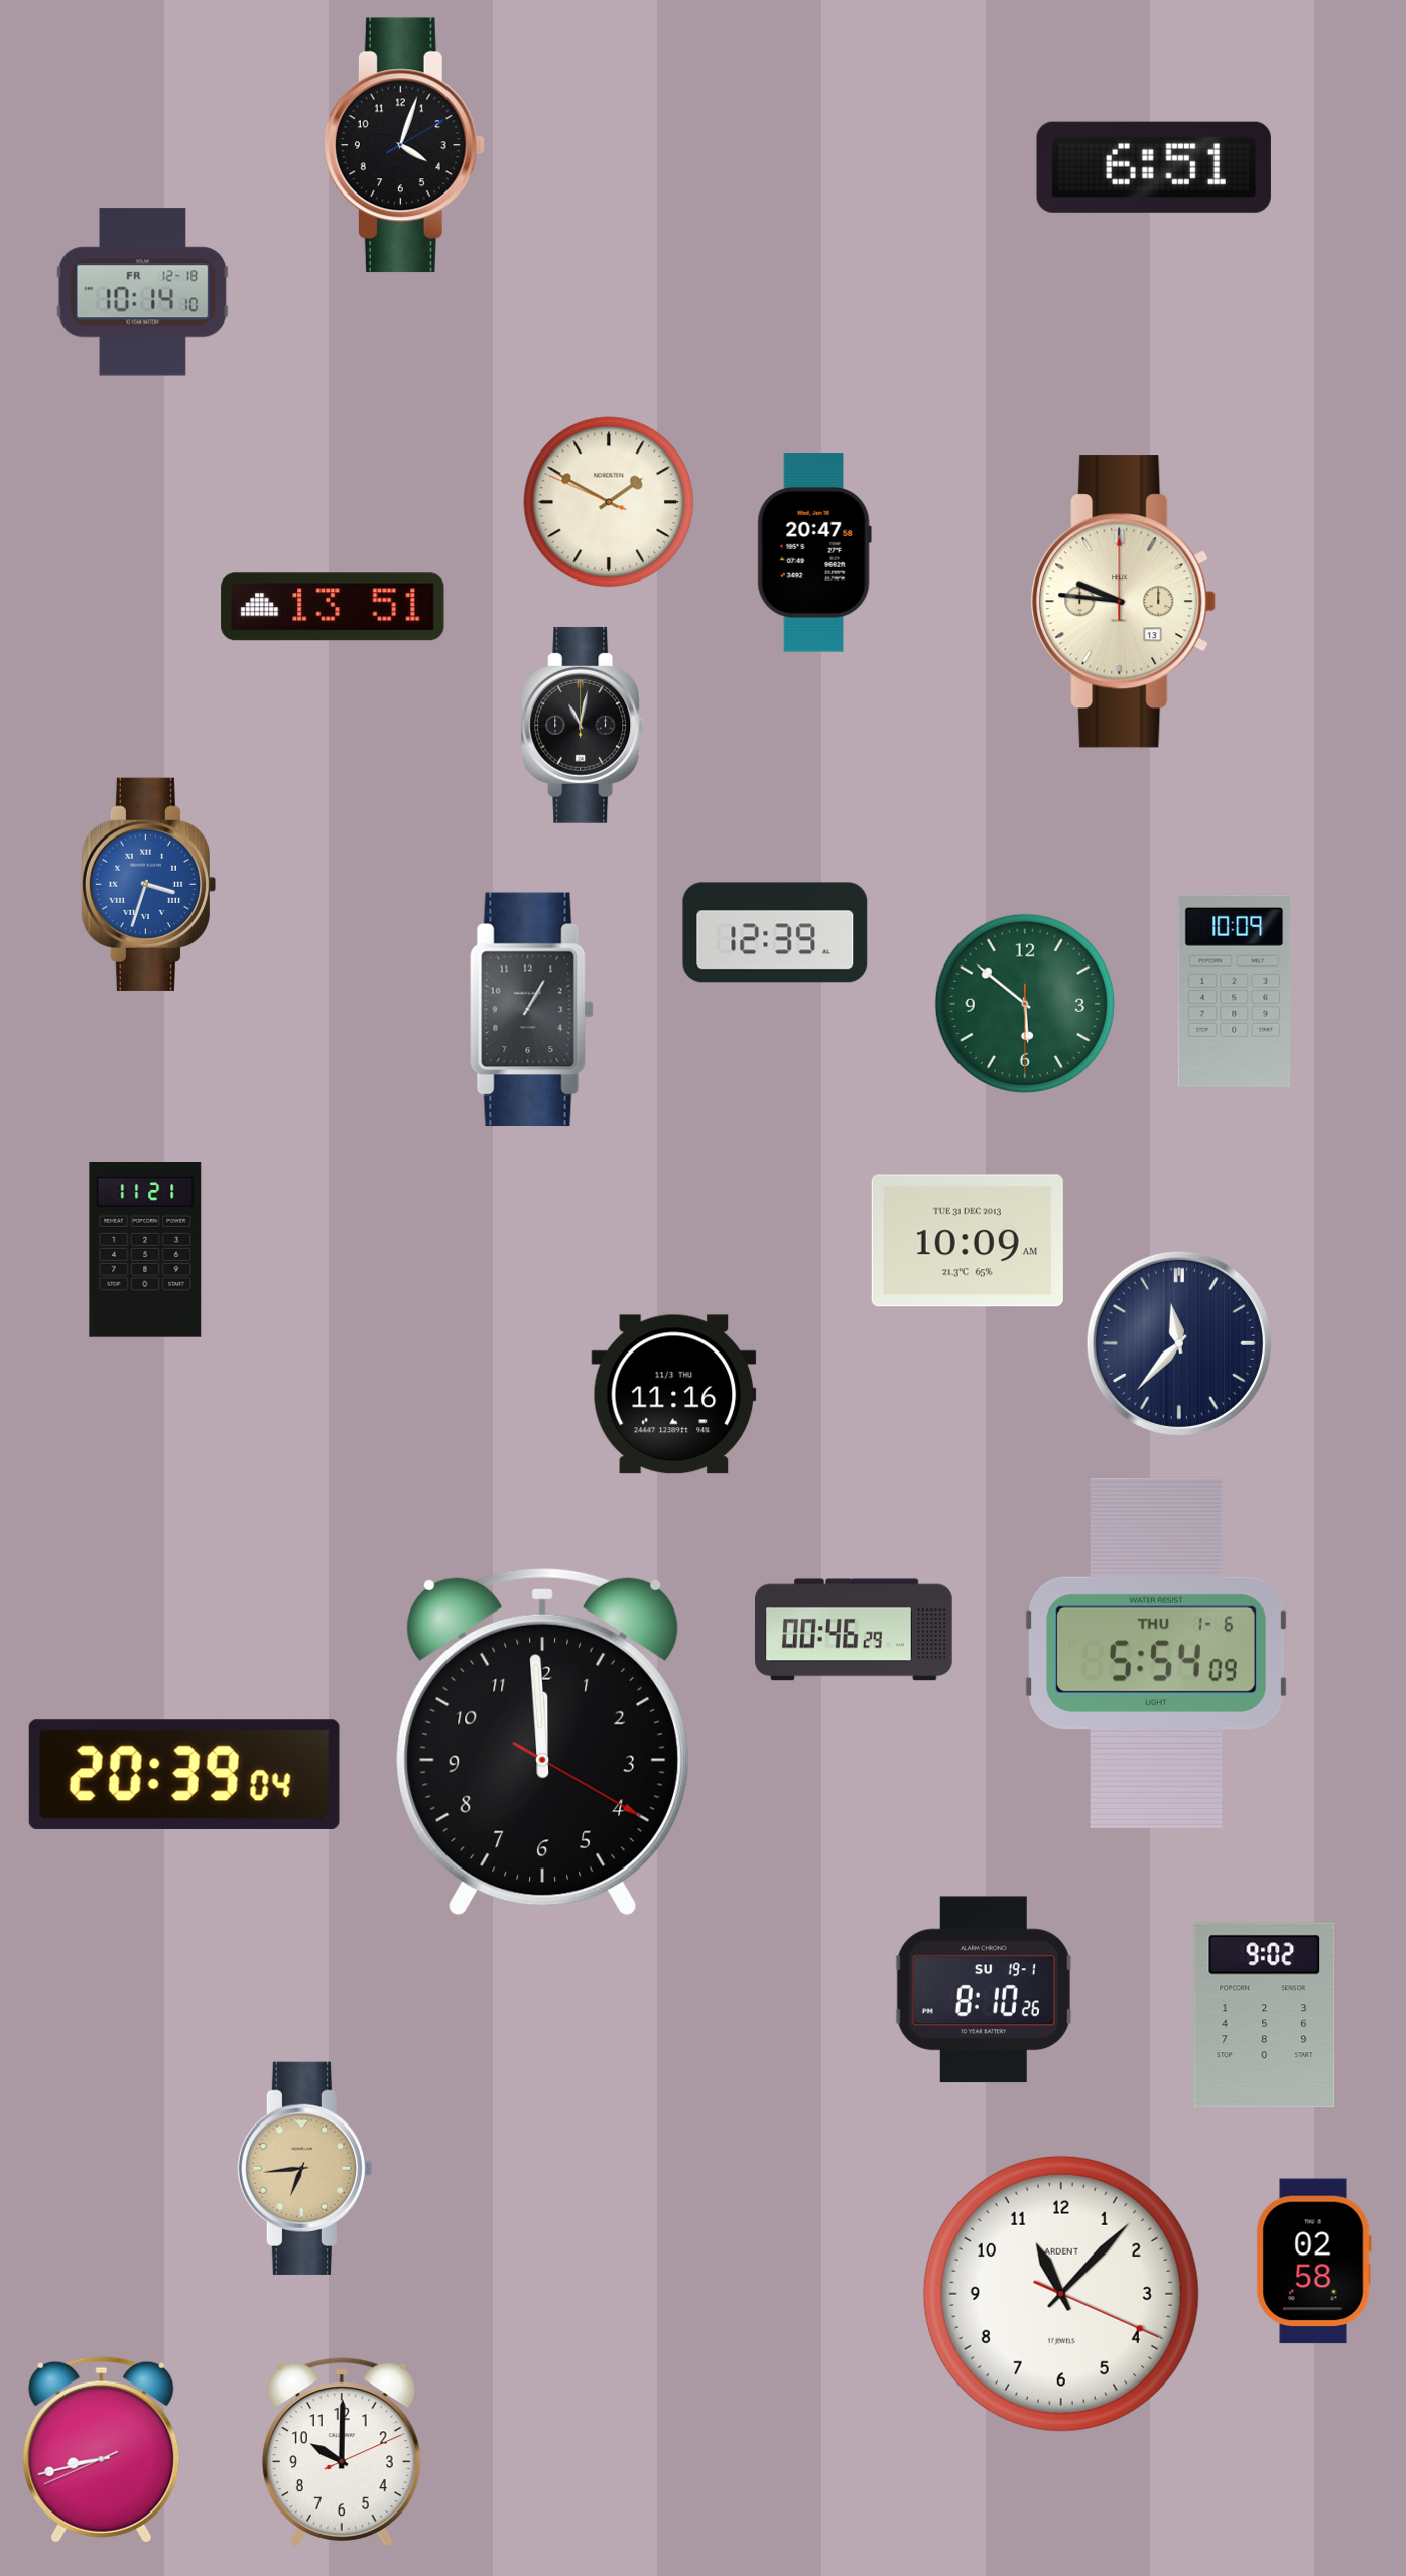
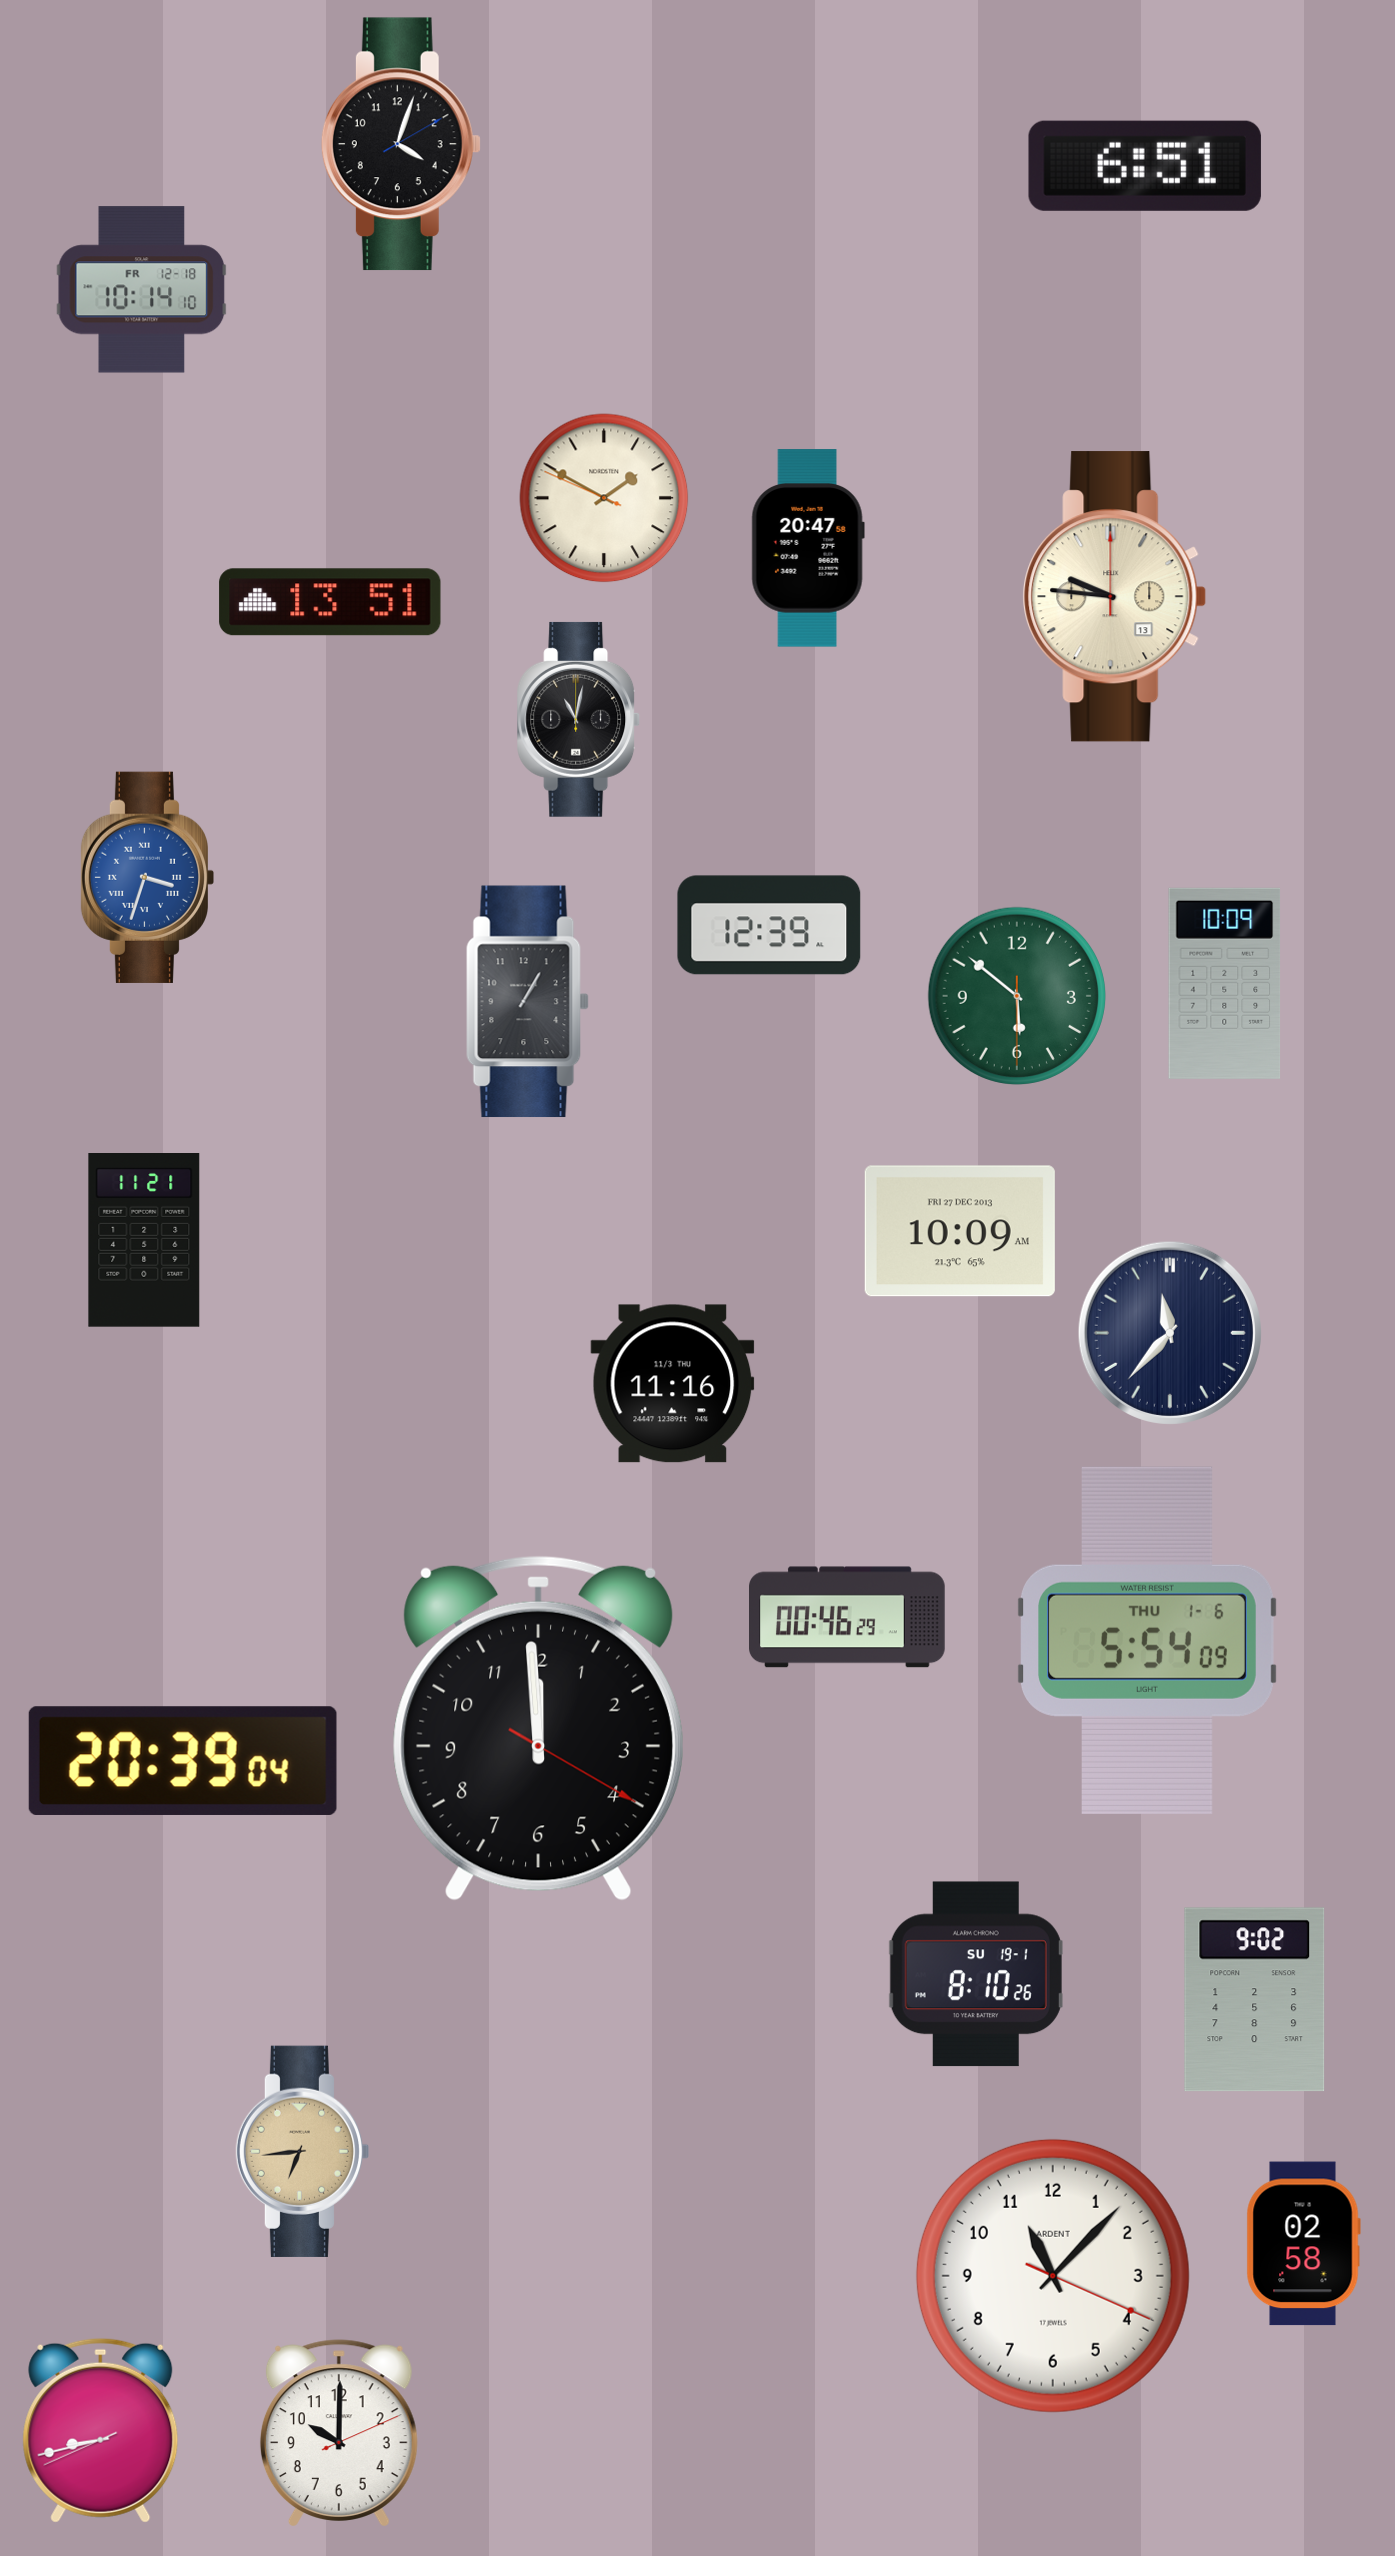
clock at (968, 1241) date: TUE 31 DEC 2013 -> FRI 27 DEC 2013
clock at (674, 1395) position: (674, 1395) -> (673, 1384)
